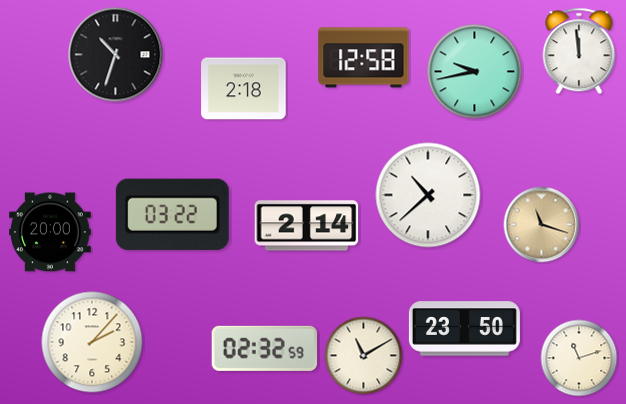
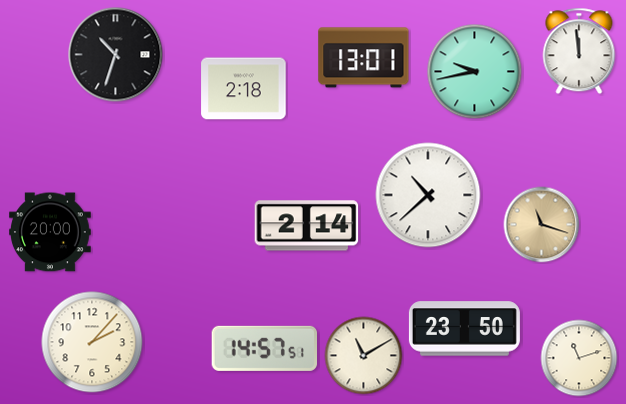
clock at (364, 58): 12:58 -> 13:01
clock at (172, 214): 03:22 -> none
clock at (265, 348): 02:32 -> 14:57
